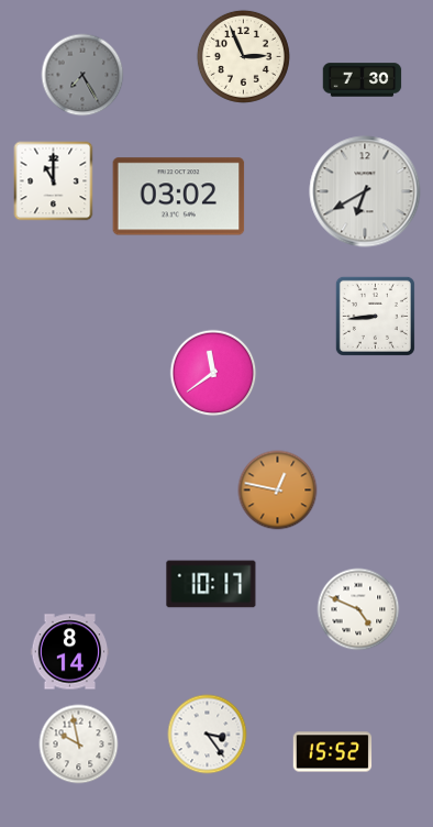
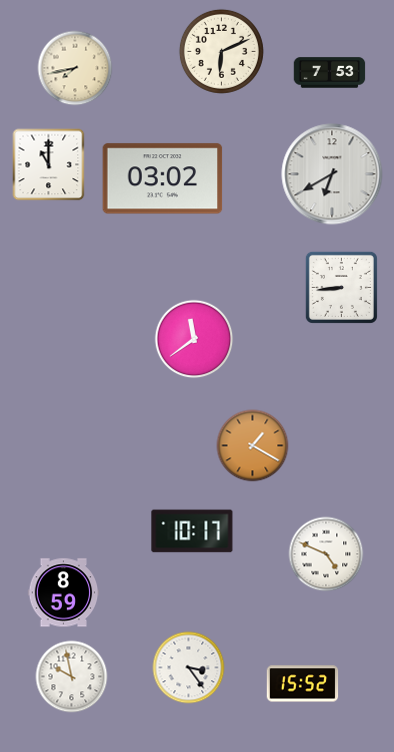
clock at (243, 56): 2:56 -> 6:11
clock at (82, 75): 7:25 -> 7:43
clock at (82, 75) dial: grey -> cream
clock at (363, 80): 7:30 -> 7:53
clock at (278, 490): 12:47 -> 1:20
clock at (70, 652): 8:14 -> 8:59
